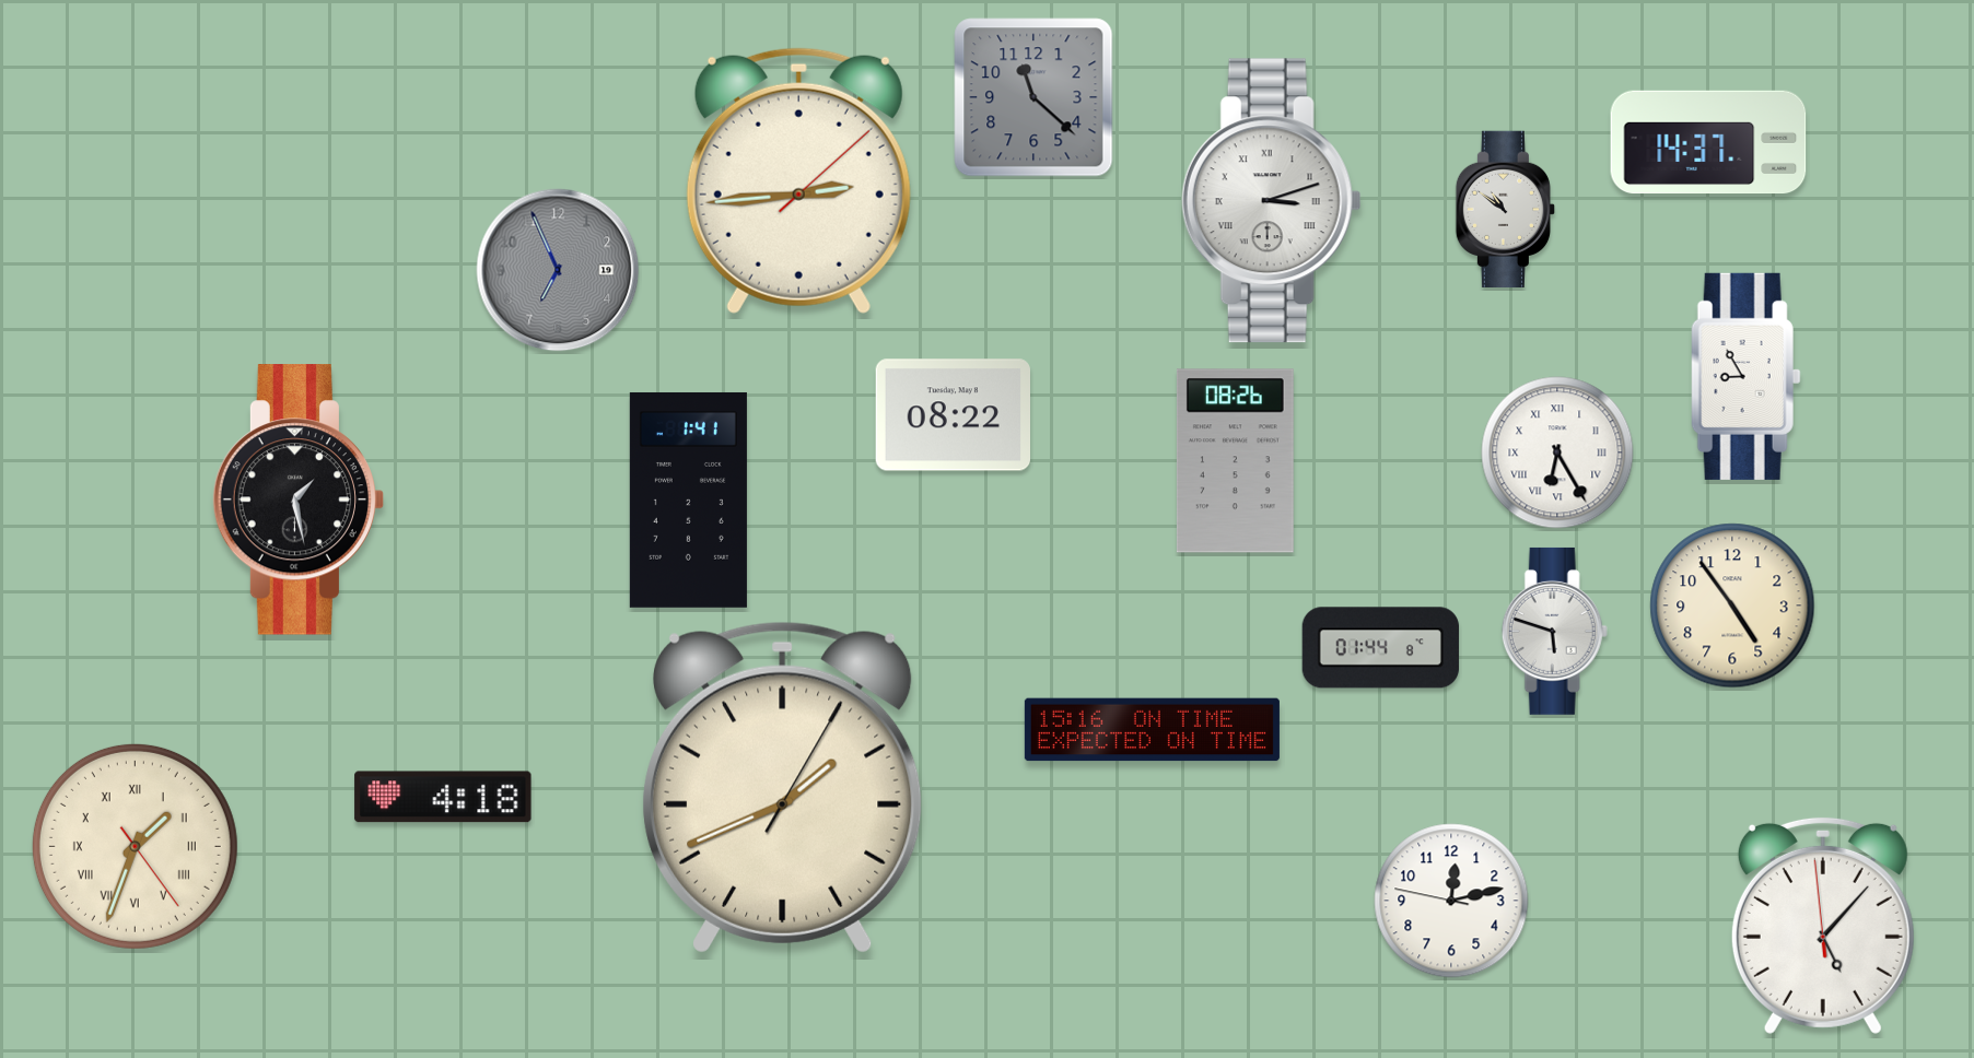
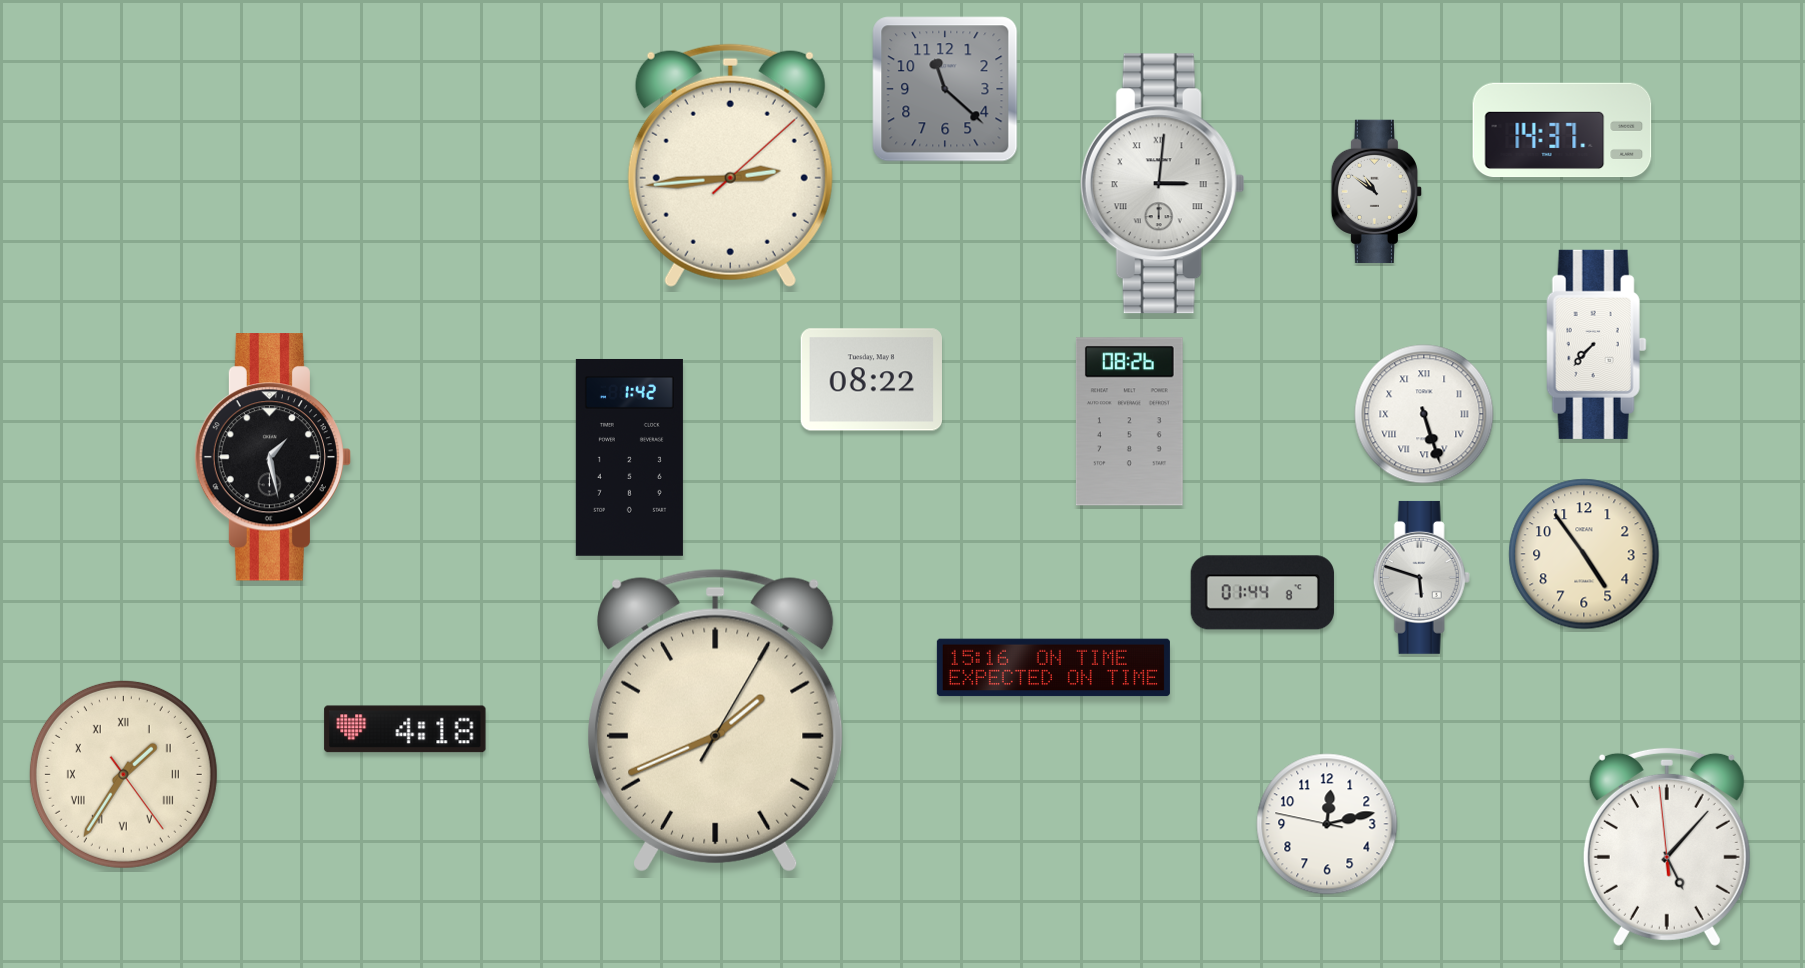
clock at (1271, 201): 3:12 -> 3:01
clock at (558, 270): 6:56 -> none
clock at (1745, 376): 8:55 -> 7:37
clock at (1557, 452): 6:25 -> 5:27
clock at (688, 499): 1:41 -> 1:42
clock at (135, 846): 1:33 -> 1:35
